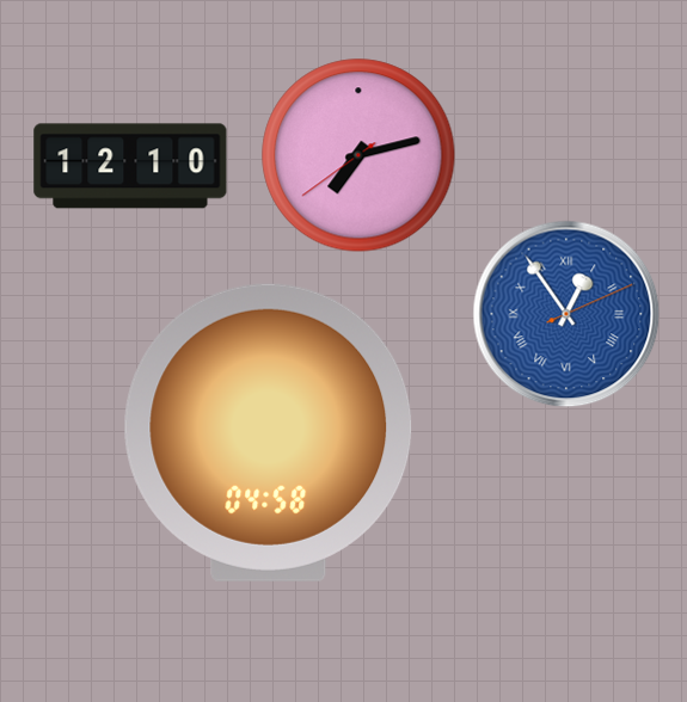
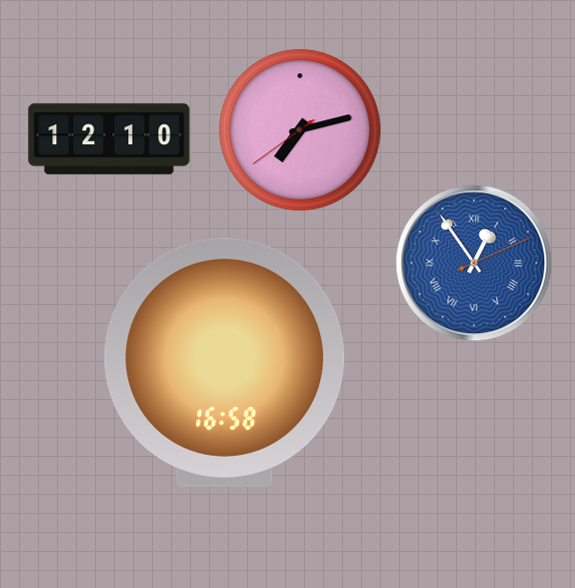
clock at (269, 432): 04:58 -> 16:58
